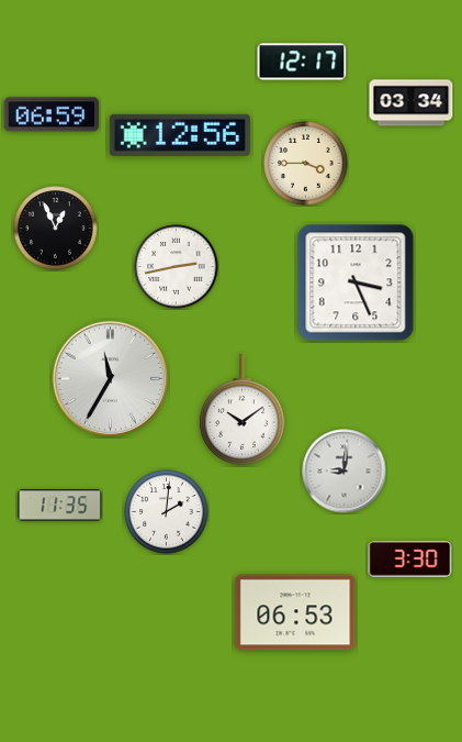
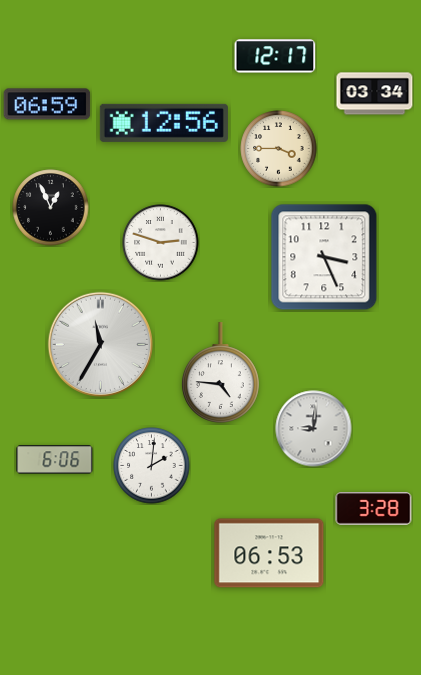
clock at (177, 267): 2:43 -> 2:48
clock at (241, 410): 10:09 -> 4:46
clock at (60, 506): 11:35 -> 6:06
clock at (410, 560): 3:30 -> 3:28
clock at (295, 612) position: (295, 612) -> (269, 553)
